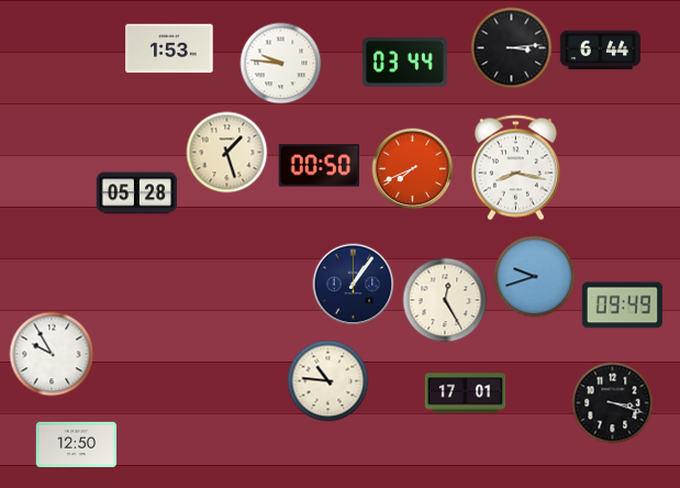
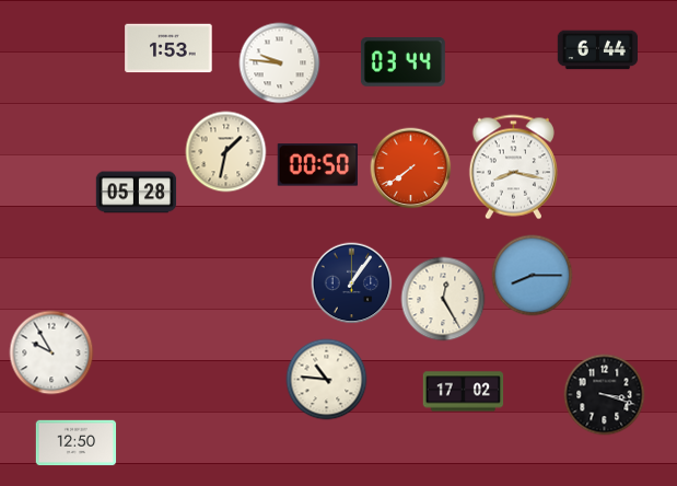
clock at (512, 48): 3:14 -> none
clock at (227, 153): 1:27 -> 1:32
clock at (413, 169): 7:41 -> 7:39
clock at (535, 277): 9:42 -> 8:15
clock at (622, 306): 09:49 -> none
clock at (466, 393): 17:01 -> 17:02
clock at (613, 403) position: (613, 403) -> (605, 395)
